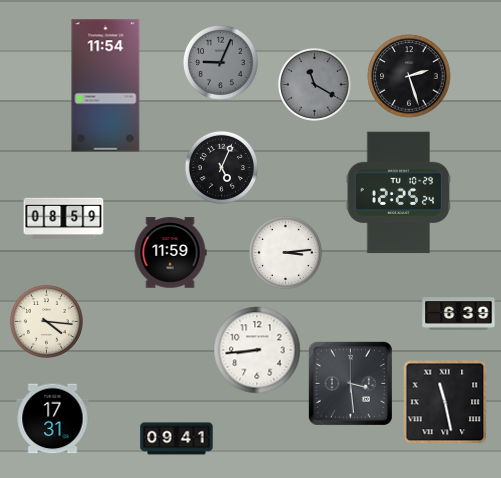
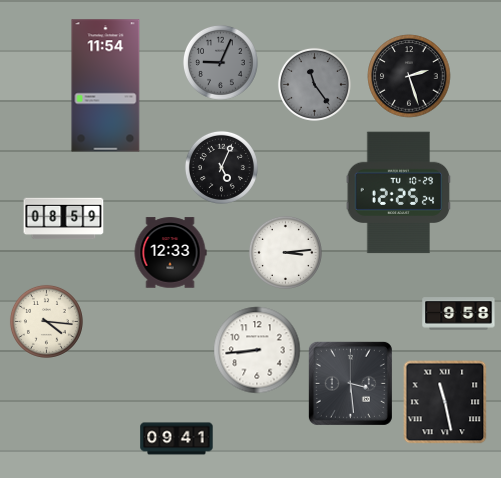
clock at (314, 84): 11:20 -> 11:24
clock at (170, 253): 11:59 -> 12:33
clock at (459, 314): 6:39 -> 9:58
clock at (53, 419): 17:31 -> none
